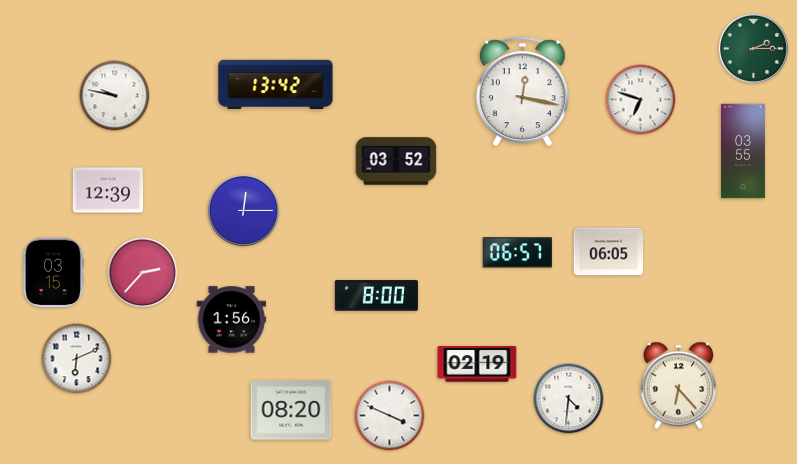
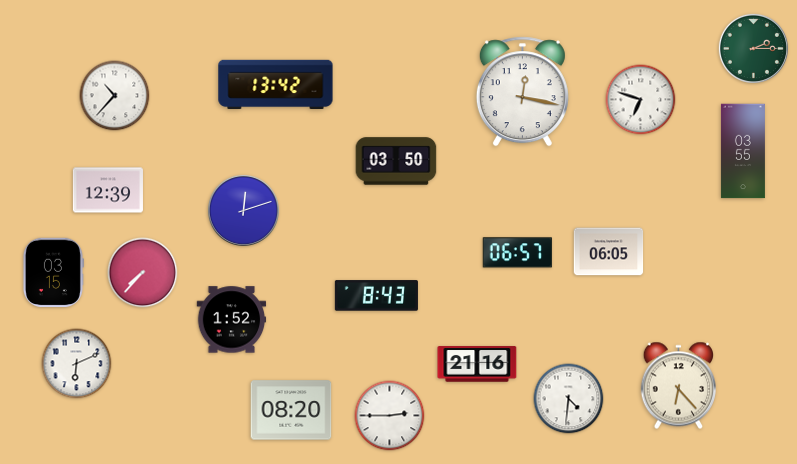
clock at (115, 96): 9:47 -> 10:37
clock at (396, 161): 03:52 -> 03:50
clock at (243, 210): 12:15 -> 12:12
clock at (143, 273): 2:37 -> 7:37
clock at (376, 296): 8:00 -> 8:43
clock at (232, 320): 1:56 -> 1:52
clock at (77, 359) position: (77, 359) -> (77, 364)
clock at (477, 364): 02:19 -> 21:16
clock at (390, 416): 3:49 -> 2:45
